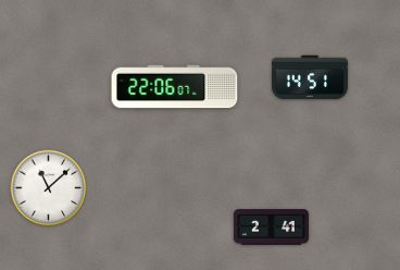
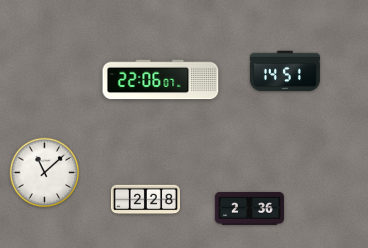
clock at (145, 200): none -> 2:28
clock at (271, 228): 2:41 -> 2:36
